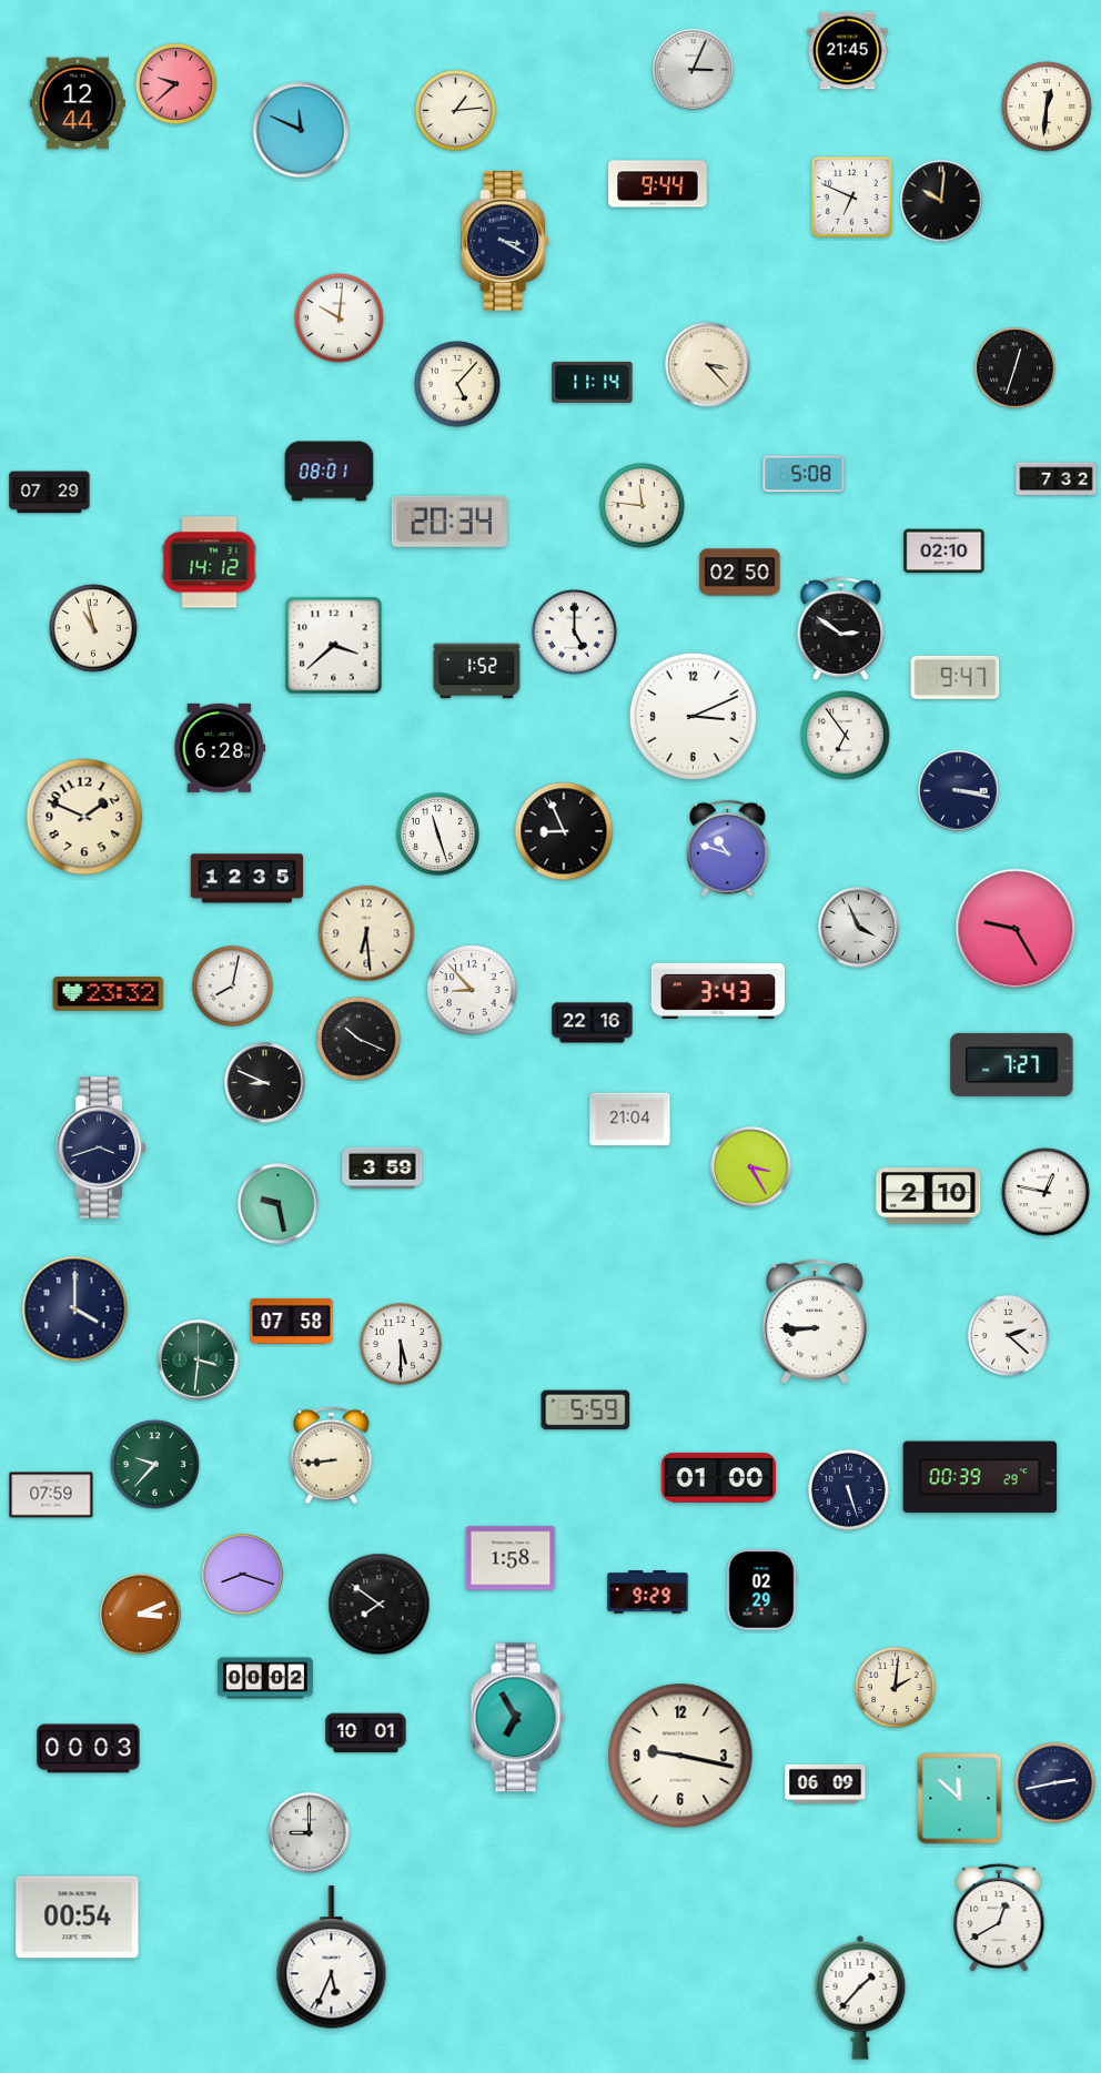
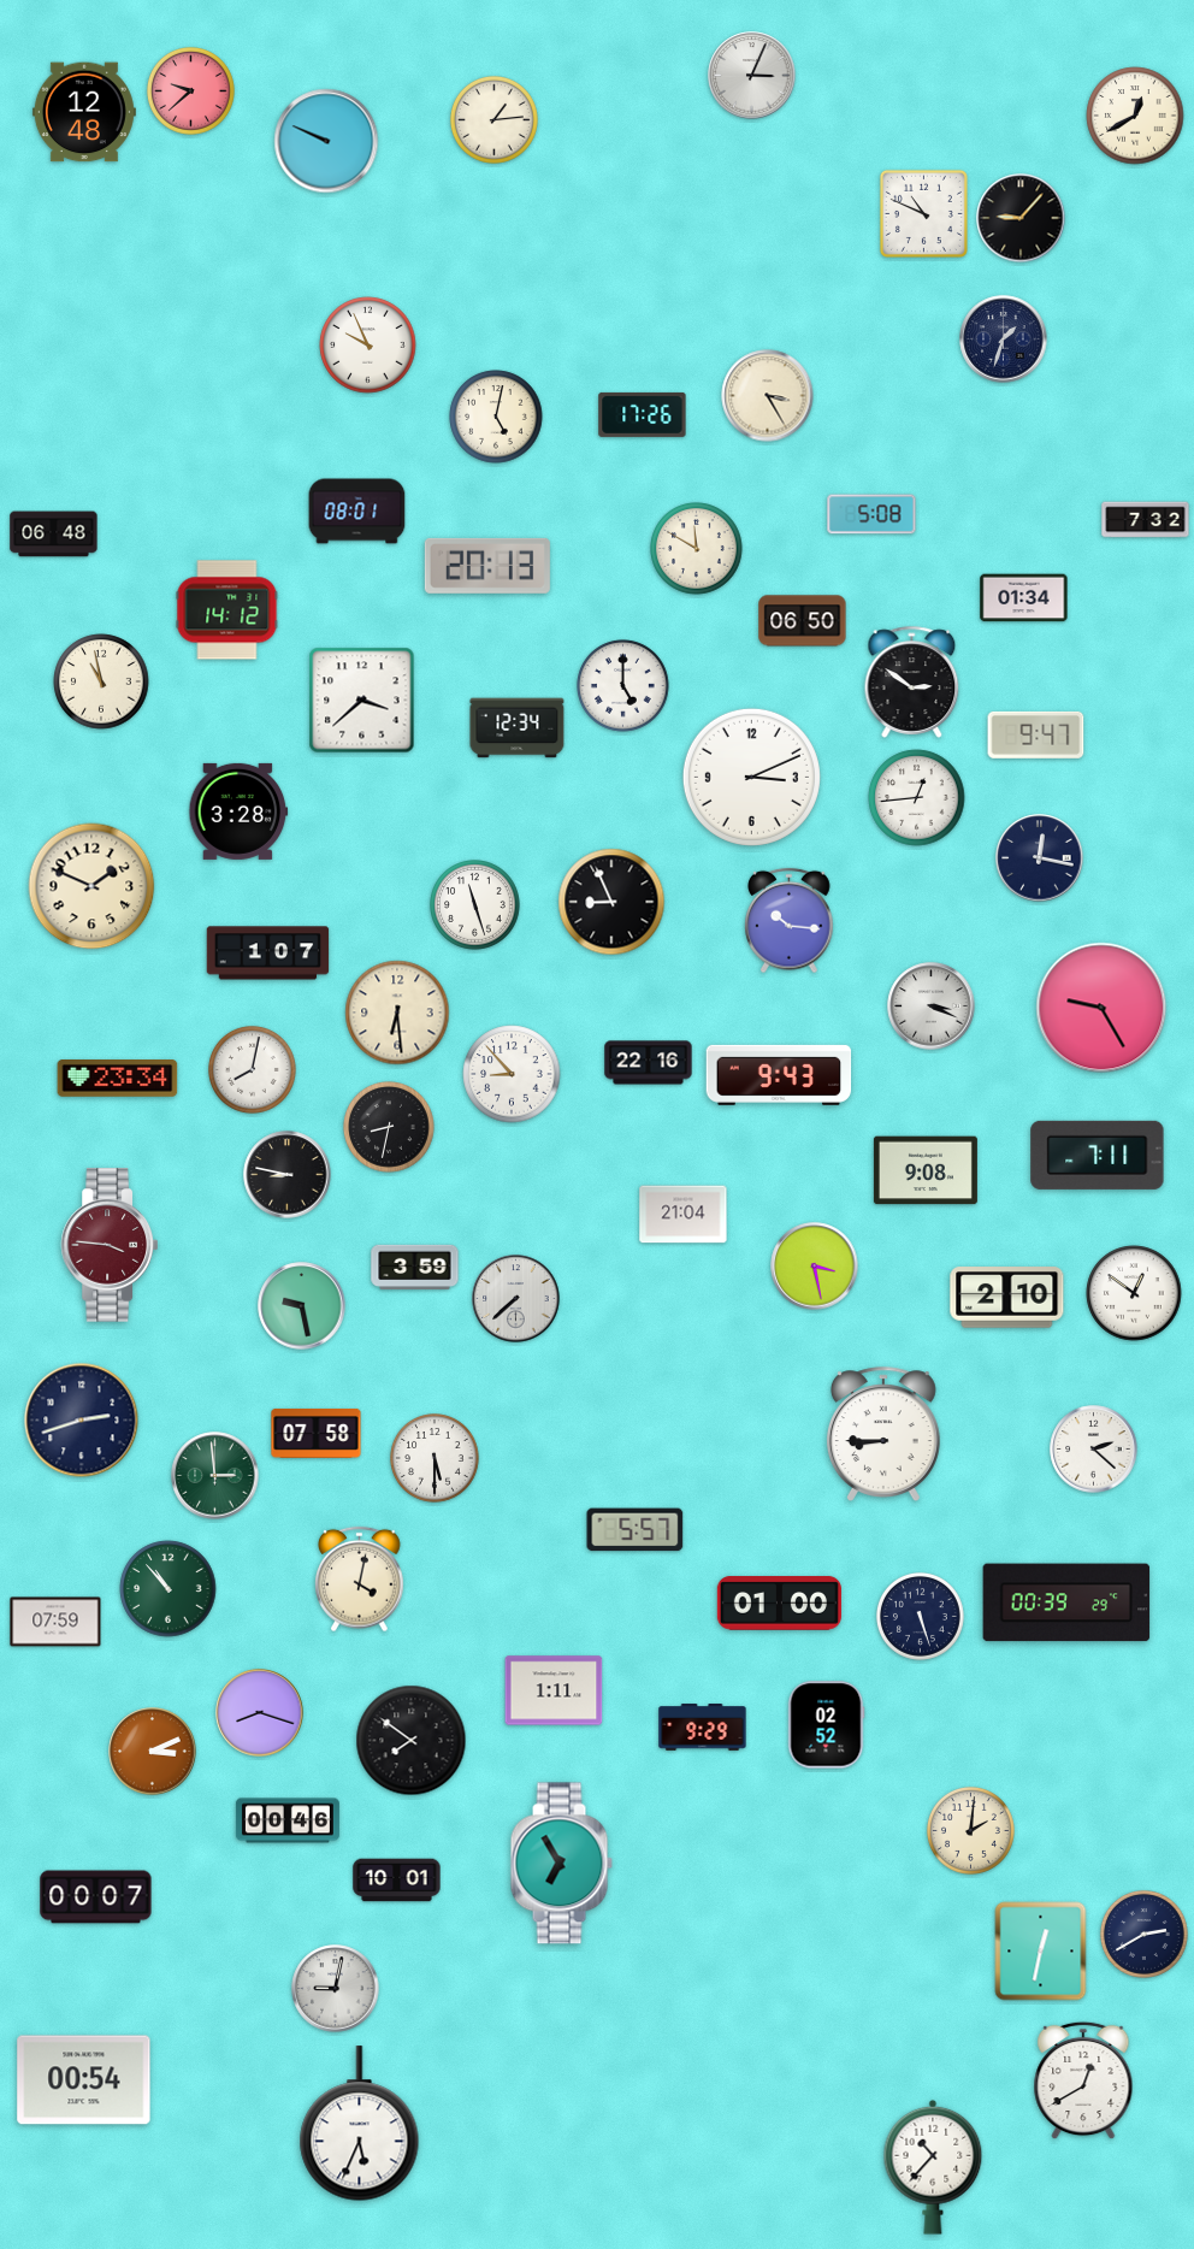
clock at (848, 51): 21:45 -> none
clock at (78, 103): 12:44 -> 12:48
clock at (1047, 107): 12:31 -> 12:40
clock at (301, 130): 11:49 -> 9:49
clock at (658, 184): 9:44 -> none
clock at (851, 196): 6:49 -> 10:49
clock at (941, 201): 10:01 -> 9:07
clock at (506, 242): 3:20 -> none
clock at (1004, 340): none -> 1:33
clock at (340, 318): 10:01 -> 9:56
clock at (708, 365): 3:23 -> 3:25
clock at (1014, 367): 12:33 -> none
clock at (593, 382): 11:14 -> 17:26
clock at (457, 384): 5:07 -> 5:02
clock at (50, 493): 07:29 -> 06:48
clock at (643, 506): 11:46 -> 11:50
clock at (450, 522): 20:34 -> 20:13
clock at (945, 552): 02:10 -> 01:34
clock at (740, 573): 02:50 -> 06:50
clock at (477, 671): 1:52 -> 12:34
clock at (846, 736): 6:54 -> 12:44
clock at (220, 748): 6:28 -> 3:28
clock at (959, 791): 3:17 -> 12:17
clock at (728, 849): 10:48 -> 10:16
clock at (248, 879): 12:35 -> 1:07
clock at (859, 928): 3:56 -> 3:19
clock at (718, 991): 3:43 -> 9:43
clock at (109, 994): 23:32 -> 23:34
clock at (593, 1023) position: (593, 1023) -> (649, 1063)
clock at (358, 1039): 10:19 -> 8:32
clock at (1012, 1064): 7:27 -> 7:11
clock at (926, 1170): none -> 9:08
clock at (265, 1083): 8:49 -> 8:47
clock at (100, 1147): 3:42 -> 3:46
clock at (100, 1147) dial: navy -> burgundy
clock at (751, 1167): 3:25 -> 3:28
clock at (1046, 1192): 12:47 -> 12:51
clock at (516, 1299): none -> 7:38
clock at (75, 1309): 4:00 -> 2:42
clock at (199, 1361): 3:31 -> 2:59
clock at (586, 1410): 5:59 -> 5:57
clock at (332, 1456): 8:44 -> 4:02
clock at (155, 1465): 9:37 -> 10:53
clock at (980, 1477) position: (980, 1477) -> (1066, 1602)
clock at (511, 1558): 1:58 -> 1:11
clock at (243, 1575) position: (243, 1575) -> (260, 1713)
clock at (761, 1590): 02:29 -> 02:52
clock at (265, 1678): 00:02 -> 00:46
clock at (89, 1749): 00:03 -> 00:07
clock at (680, 1756): 9:17 -> none
clock at (1054, 1782): 2:43 -> 2:40
clock at (826, 1783): 06:09 -> none
clock at (960, 1799): 11:52 -> 12:32
clock at (310, 1833): 9:00 -> 9:02
clock at (860, 1998): 1:37 -> 10:37
